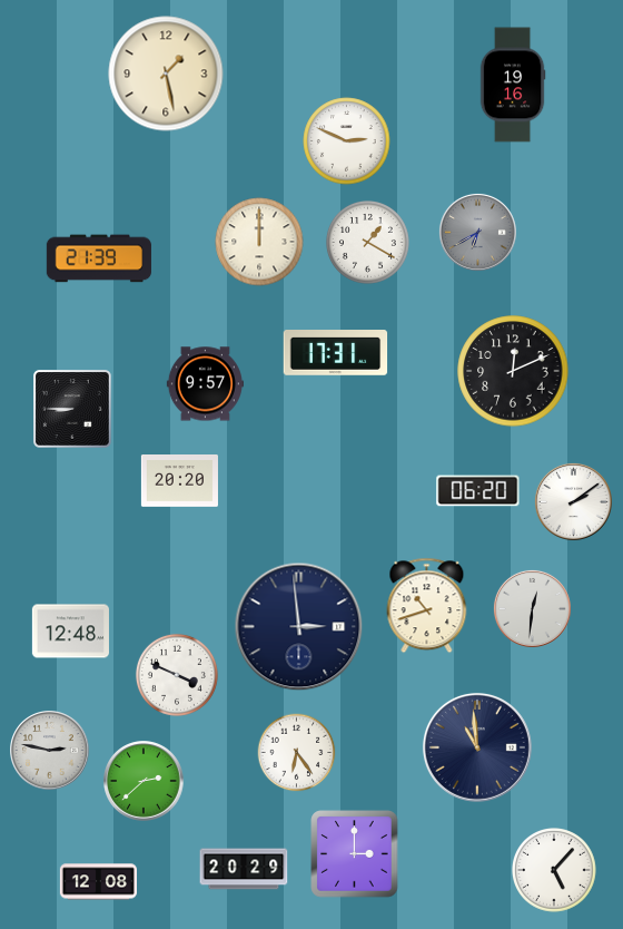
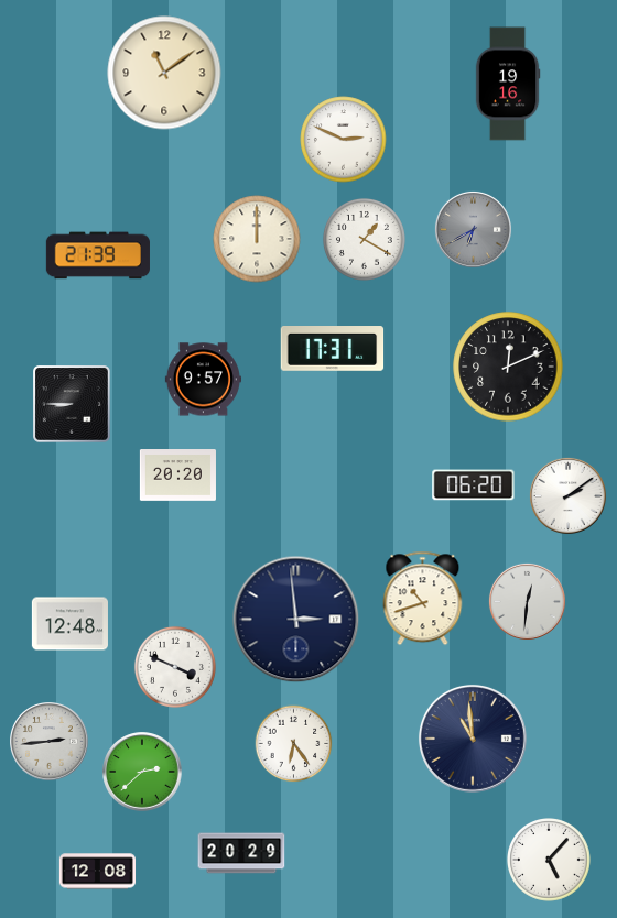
clock at (166, 74): 1:28 -> 11:09
clock at (50, 751): 2:47 -> 2:44
clock at (355, 854): 3:00 -> none
clock at (244, 869) position: (244, 869) -> (241, 853)
